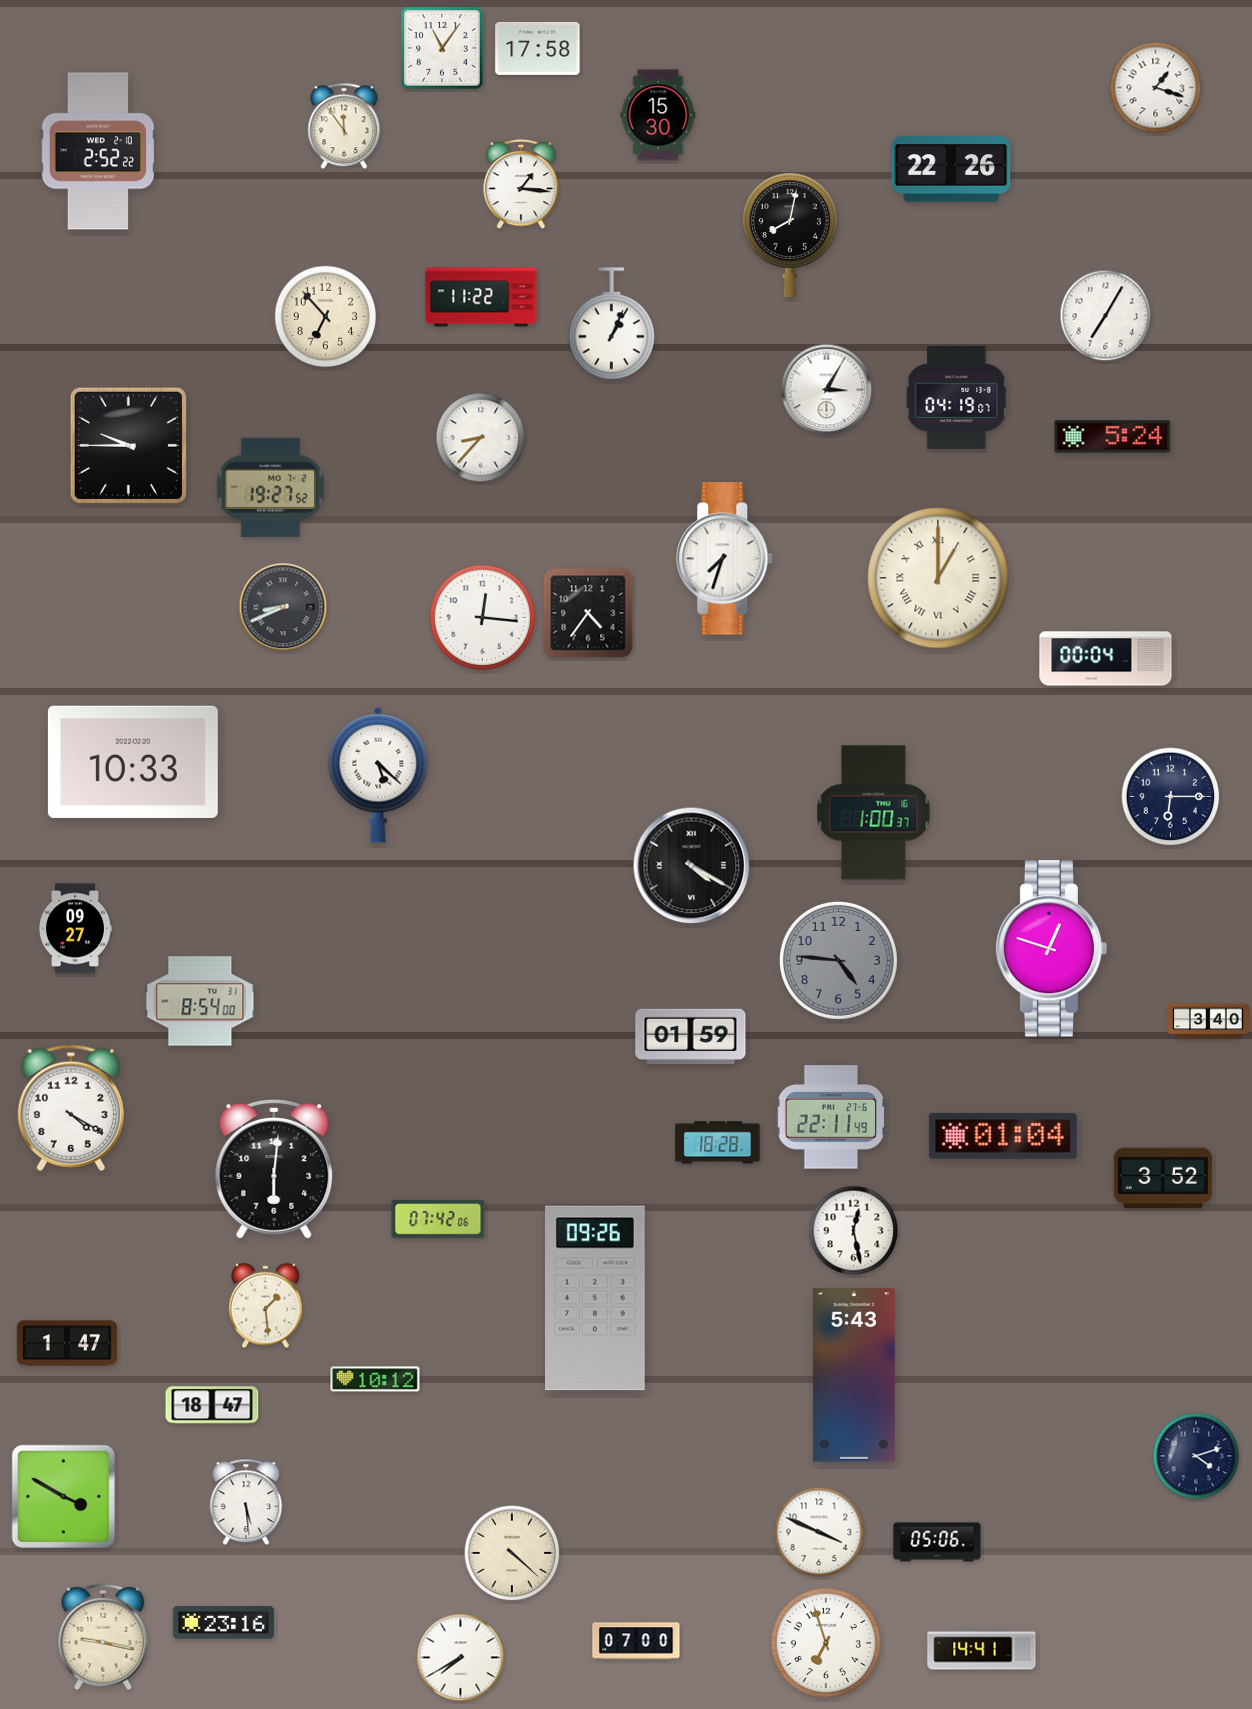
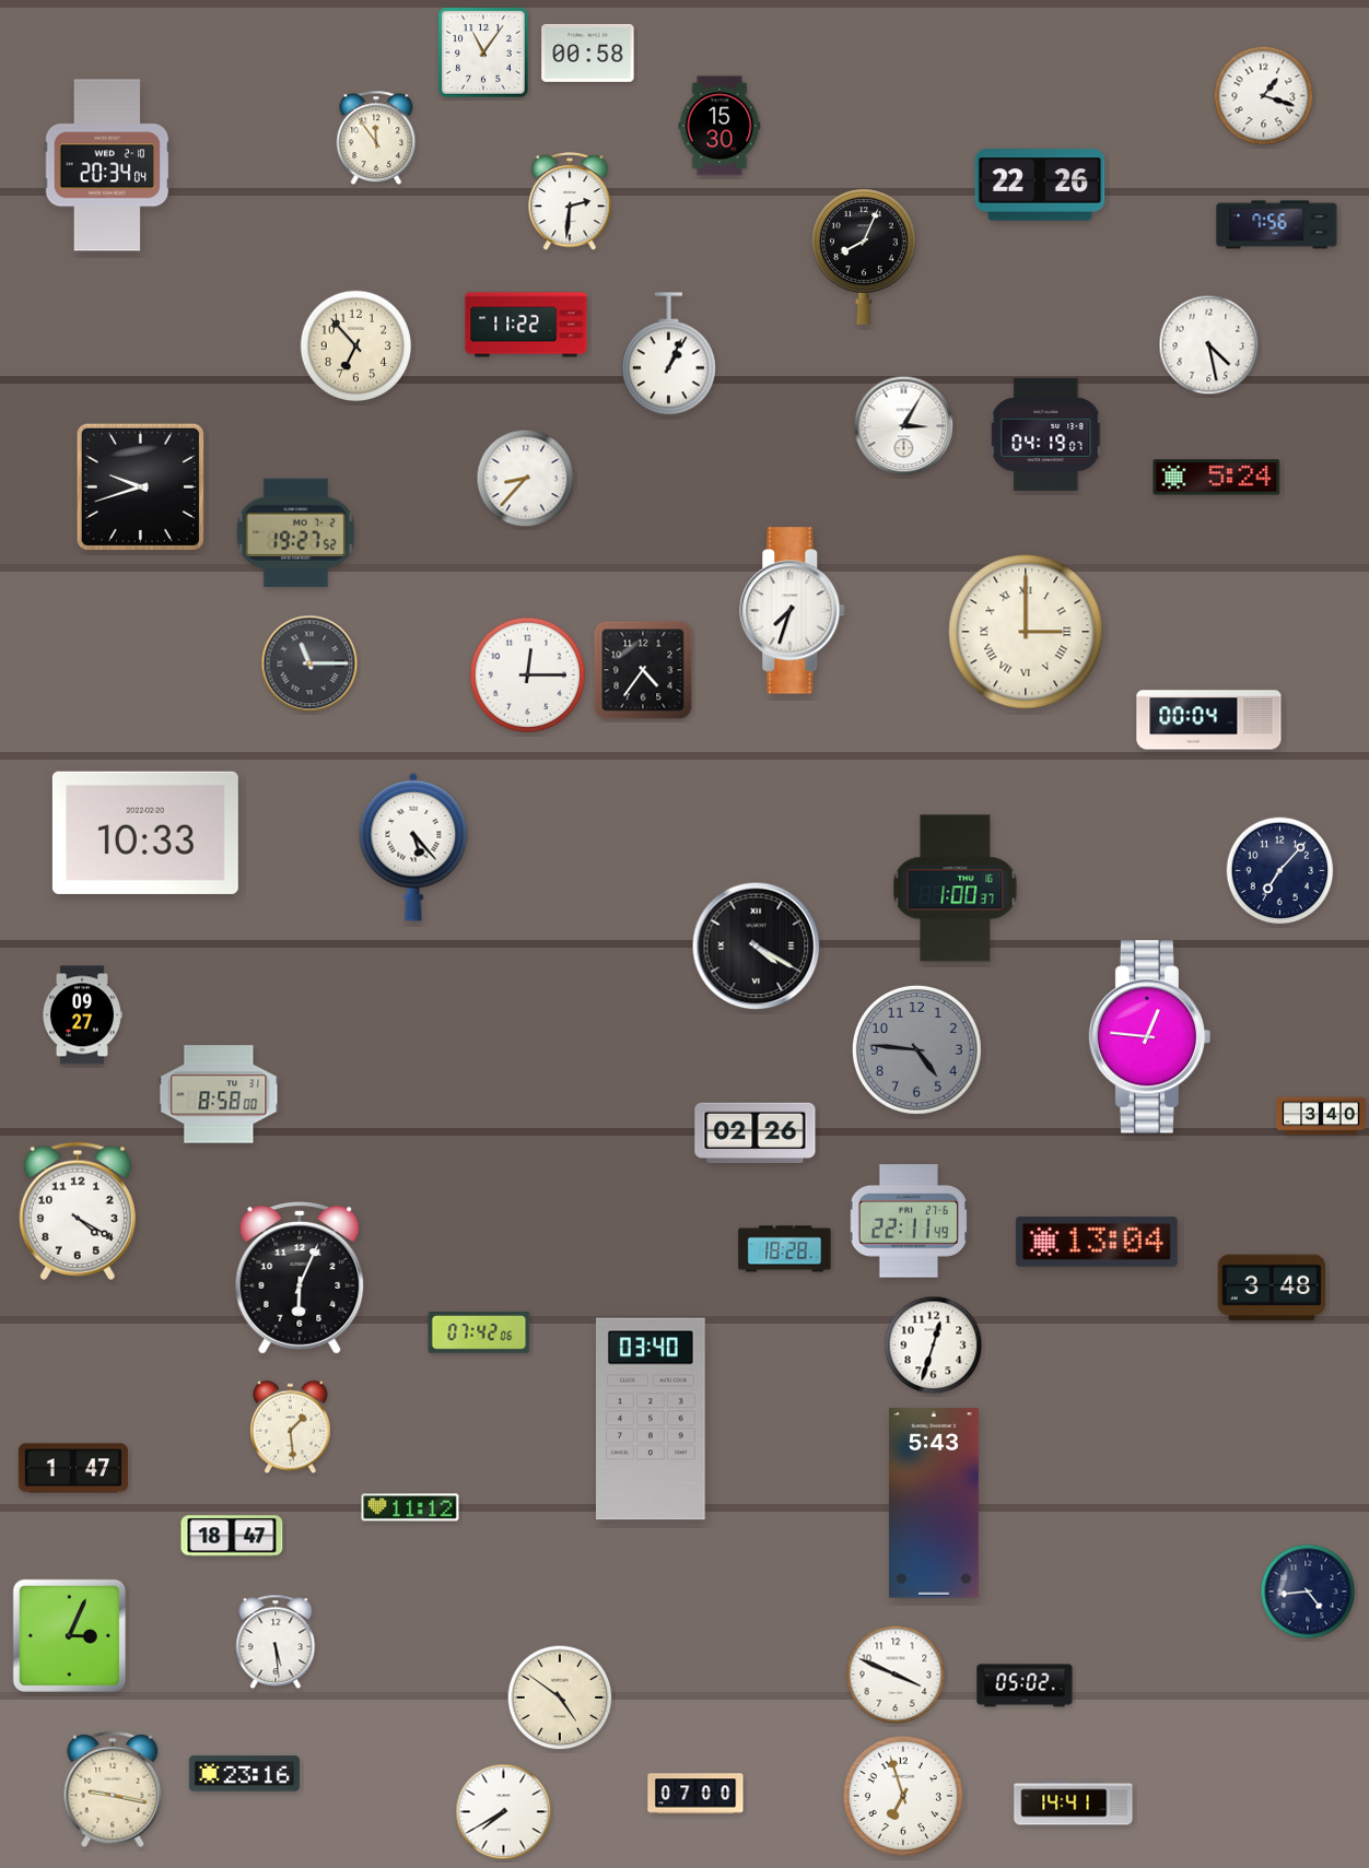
clock at (538, 48): 17:58 -> 00:58
clock at (98, 151): 2:52 -> 20:34
clock at (521, 185): 1:16 -> 2:31
clock at (1277, 225): none -> 7:56
clock at (790, 235): 8:02 -> 8:04
clock at (1106, 316): 7:05 -> 4:28
clock at (128, 445): 9:45 -> 9:42
clock at (938, 578): 1:00 -> 3:00
clock at (283, 607): 8:41 -> 11:15
clock at (482, 617): 12:16 -> 12:15
clock at (378, 775): 5:22 -> 5:23
clock at (1171, 797): 6:15 -> 7:07
clock at (1052, 949): 12:48 -> 12:46
clock at (200, 1001): 8:54 -> 8:58
clock at (691, 1036): 01:59 -> 02:26
clock at (1003, 1136): 01:04 -> 13:04
clock at (274, 1169): 6:01 -> 6:04
clock at (1162, 1178): 3:52 -> 3:48
clock at (854, 1231): 12:28 -> 12:33
clock at (596, 1298): 09:26 -> 03:40
clock at (375, 1379): 10:12 -> 11:12
clock at (1196, 1456): 4:12 -> 4:44
clock at (63, 1496): 3:50 -> 3:04
clock at (246, 1502) position: (246, 1502) -> (276, 1642)
clock at (937, 1542): 05:06 -> 05:02
clock at (512, 1553): 4:22 -> 4:51
